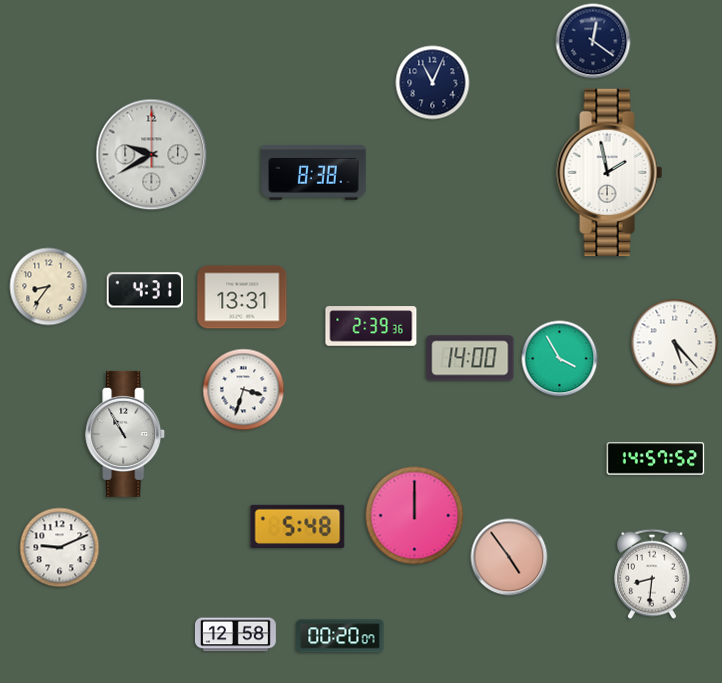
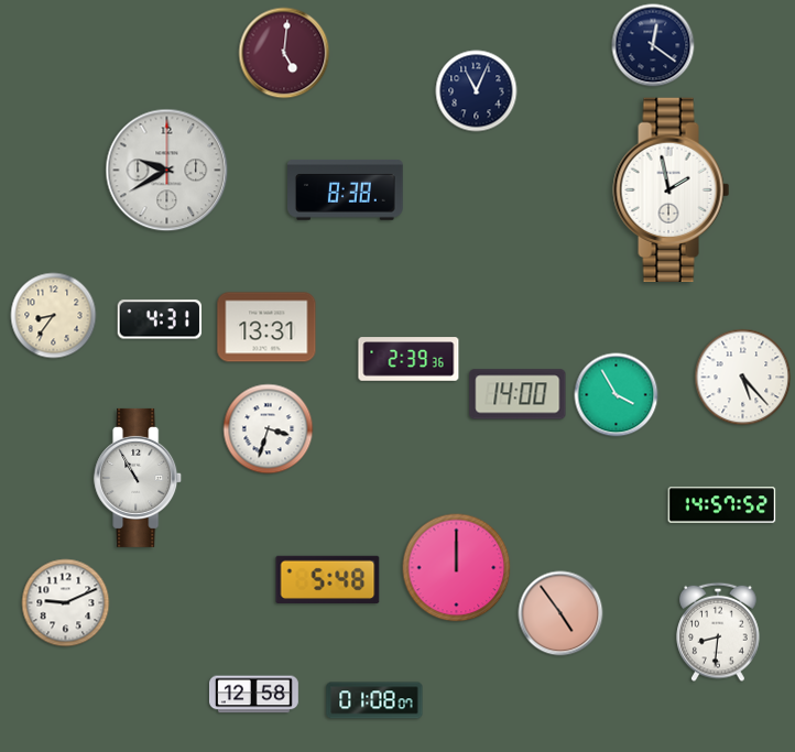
clock at (284, 53): none -> 5:01
clock at (235, 635) position: (235, 635) -> (253, 695)
clock at (340, 636): 00:20 -> 01:08
